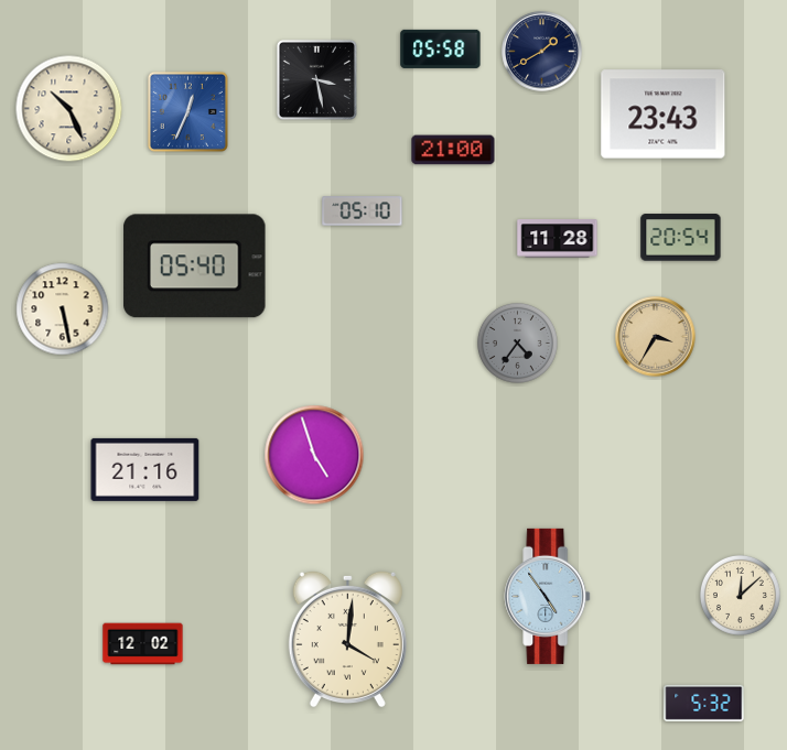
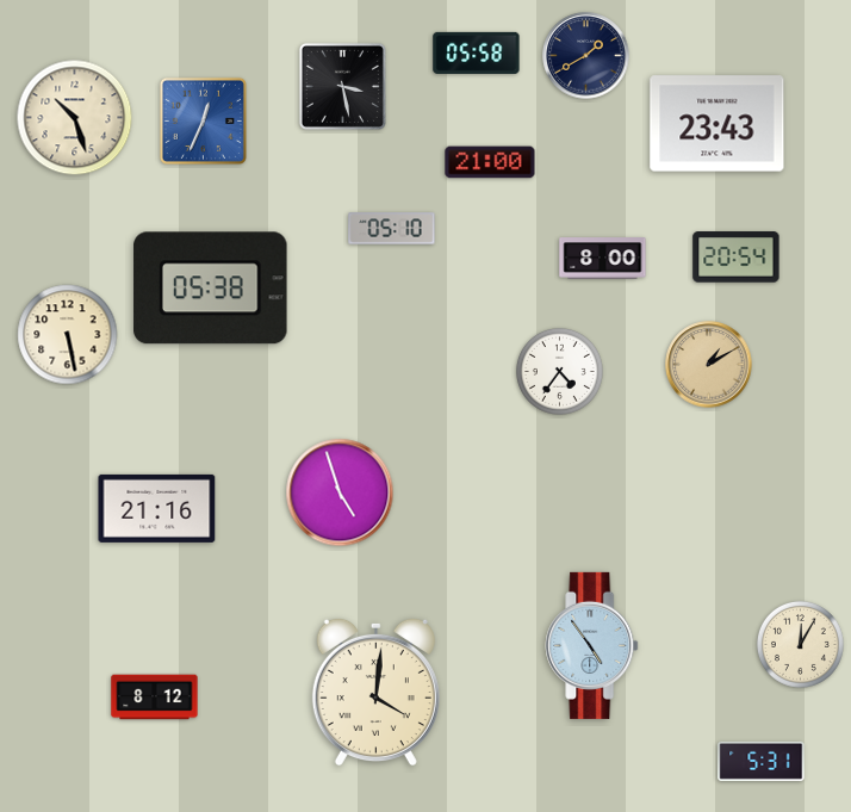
clock at (69, 109): 10:26 -> 10:27
clock at (558, 239): 11:28 -> 8:00
clock at (195, 267): 05:40 -> 05:38
clock at (656, 337): 3:35 -> 1:10
clock at (517, 343) dial: grey -> white
clock at (740, 595): 12:08 -> 12:05
clock at (143, 644): 12:02 -> 8:12
clock at (704, 703): 5:32 -> 5:31
